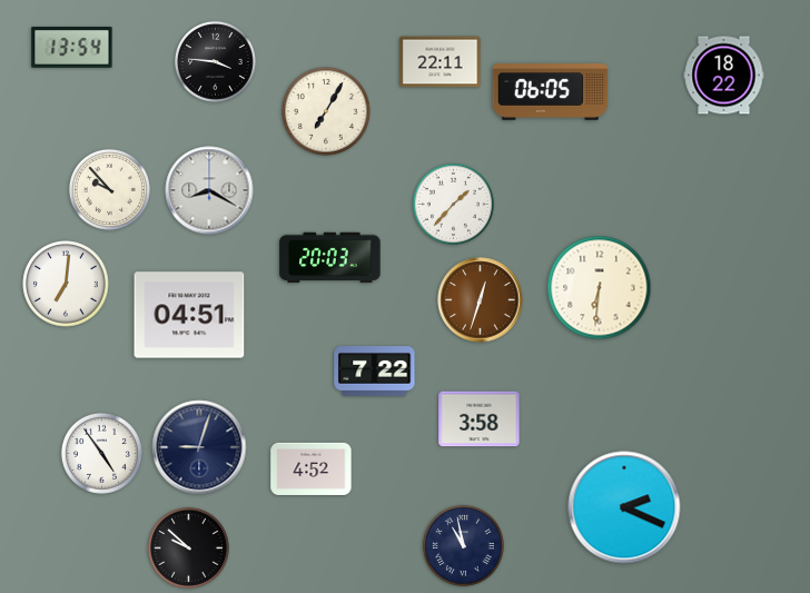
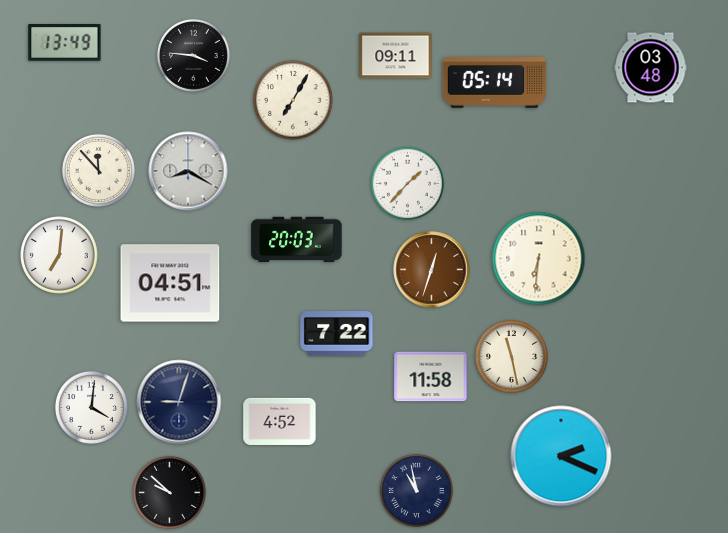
clock at (72, 48): 13:54 -> 13:49
clock at (441, 62): 22:11 -> 09:11
clock at (724, 76): 18:22 -> 03:48
clock at (551, 92): 06:05 -> 05:14
clock at (109, 189): 9:53 -> 11:53
clock at (330, 258) position: (330, 258) -> (297, 240)
clock at (511, 356): none -> 11:28
clock at (480, 419): 3:58 -> 11:58
clock at (101, 453): 4:54 -> 4:01
